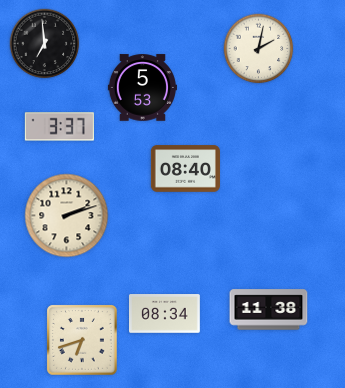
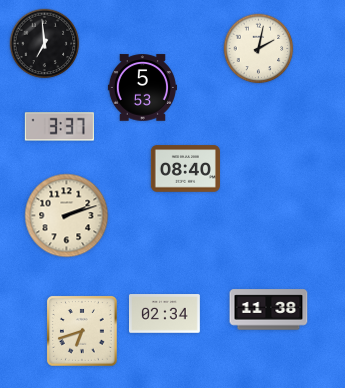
clock at (165, 314): 08:34 -> 02:34
clock at (83, 341) position: (83, 341) -> (83, 332)
